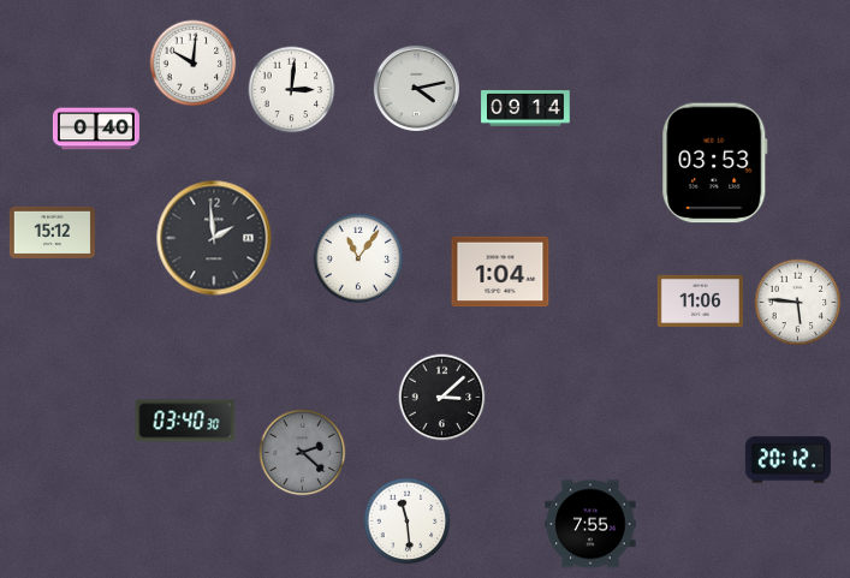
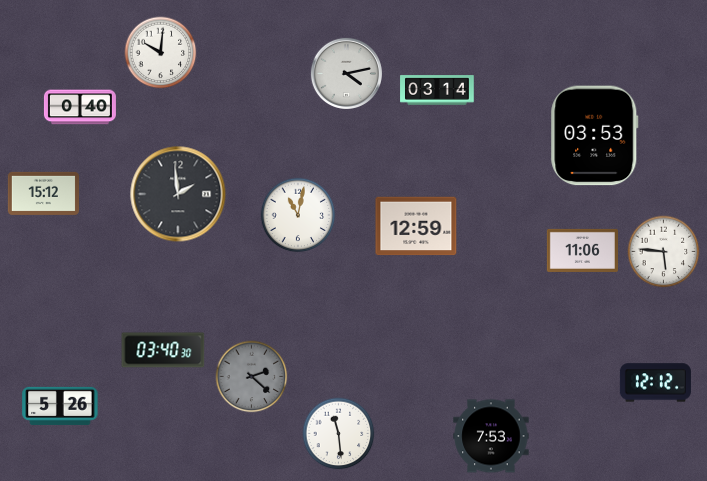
clock at (292, 90): 3:01 -> none
clock at (525, 108): 09:14 -> 03:14
clock at (214, 238) position: (214, 238) -> (178, 194)
clock at (358, 258): 11:06 -> 11:02
clock at (500, 272): 1:04 -> 12:59
clock at (442, 398): 3:08 -> none
clock at (185, 421) position: (185, 421) -> (163, 350)
clock at (787, 460): 20:12 -> 12:12
clock at (60, 406): none -> 5:26
clock at (590, 524): 7:55 -> 7:53
